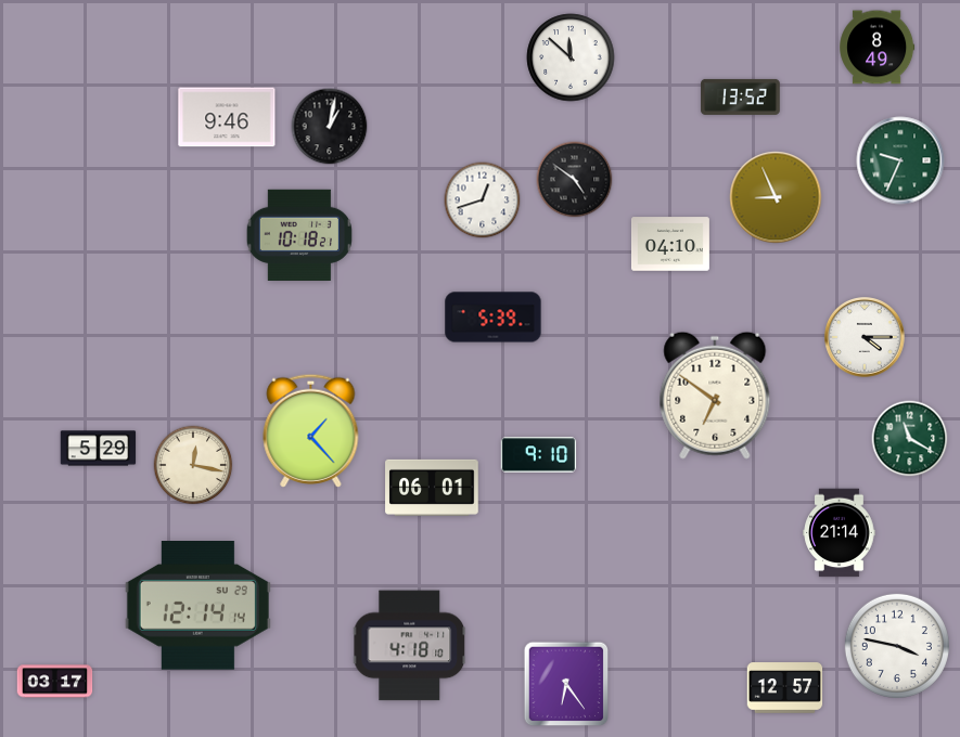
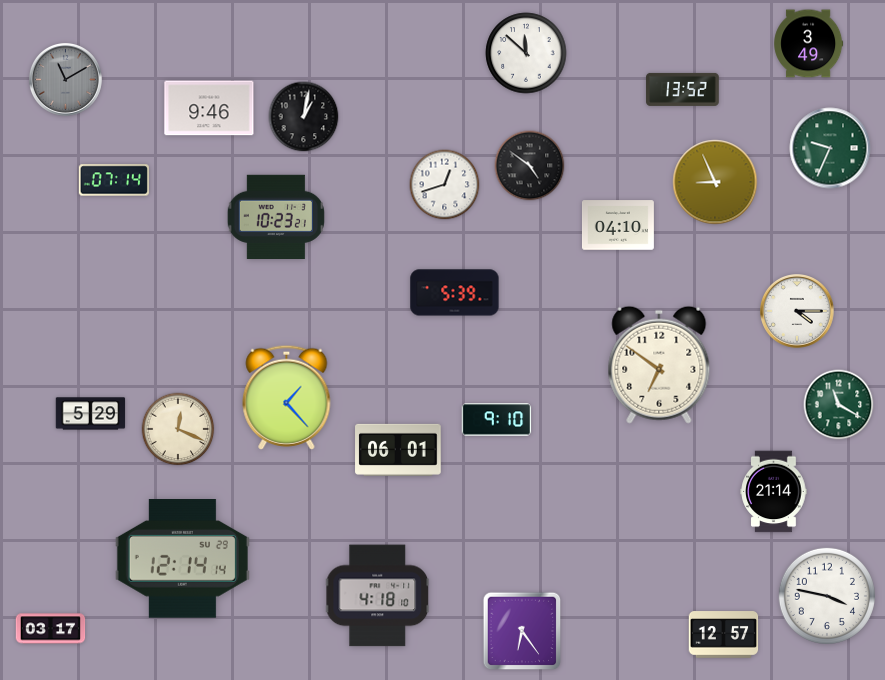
clock at (878, 48): 8:49 -> 3:49
clock at (65, 79): none -> 11:10
clock at (113, 180): none -> 07:14
clock at (298, 234): 10:18 -> 10:23
clock at (193, 465): 12:17 -> 12:19
